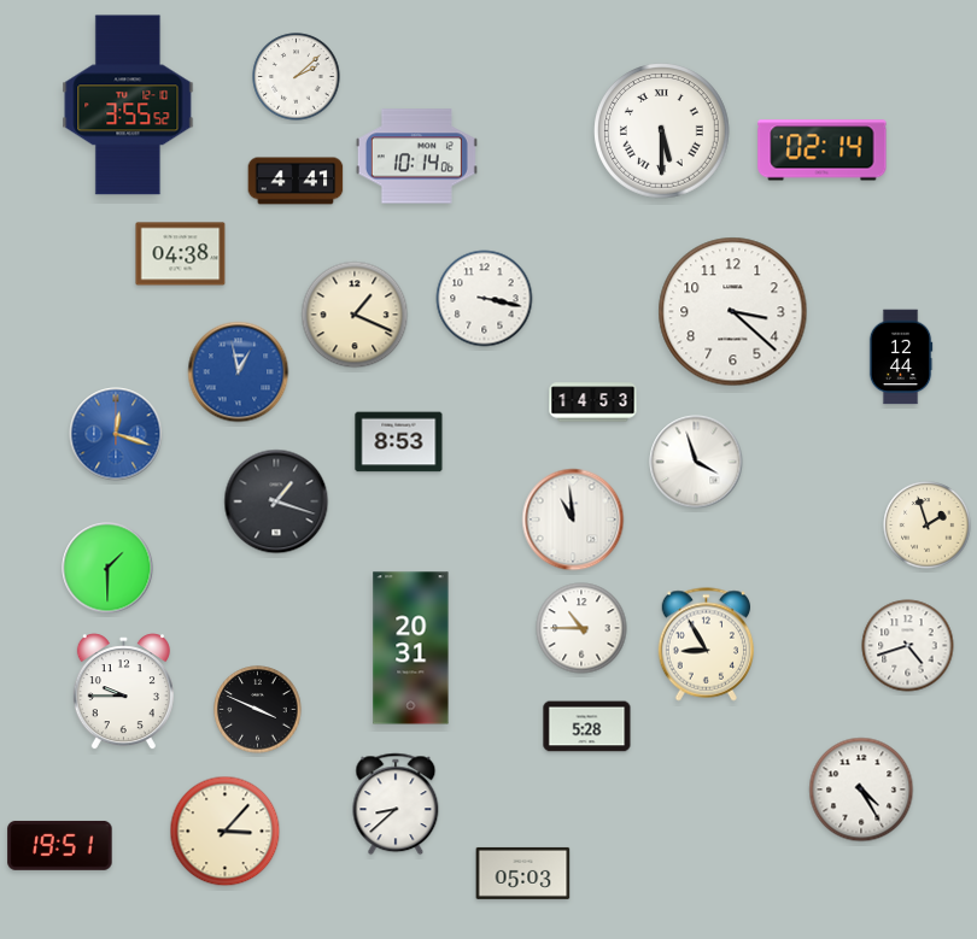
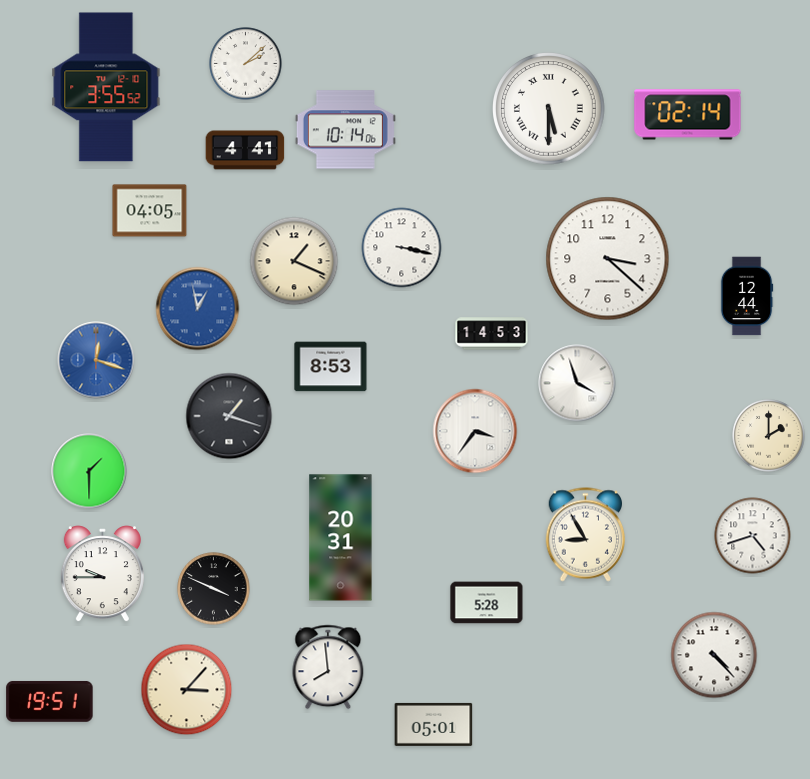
clock at (823, 151) position: (823, 151) -> (688, 115)
clock at (181, 254): 04:38 -> 04:05
clock at (573, 520): 10:59 -> 3:36
clock at (928, 526): 1:57 -> 2:00
clock at (581, 628): 10:45 -> none
clock at (861, 790): 4:25 -> 4:23
clock at (396, 804): 8:38 -> 7:59
clock at (523, 873): 05:03 -> 05:01
